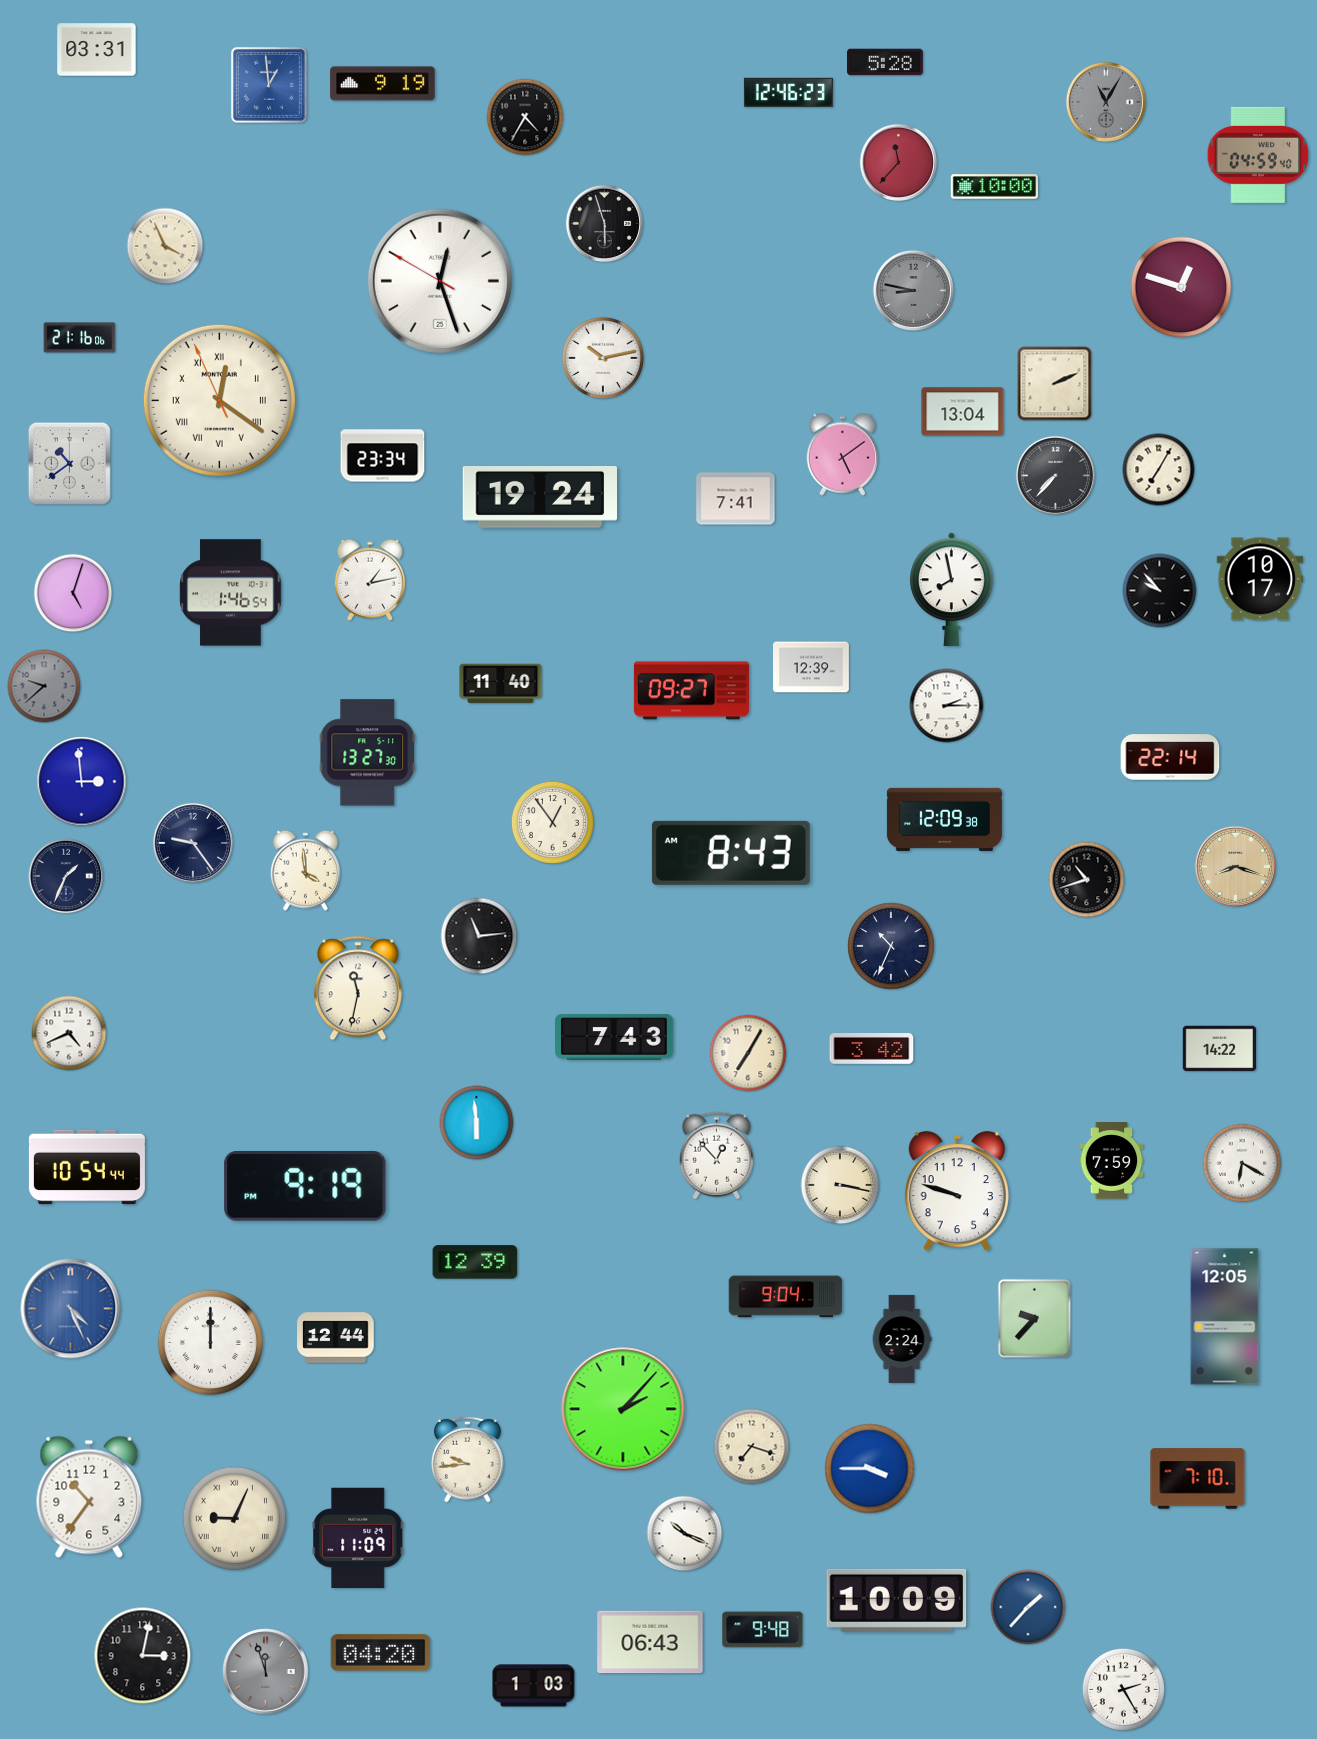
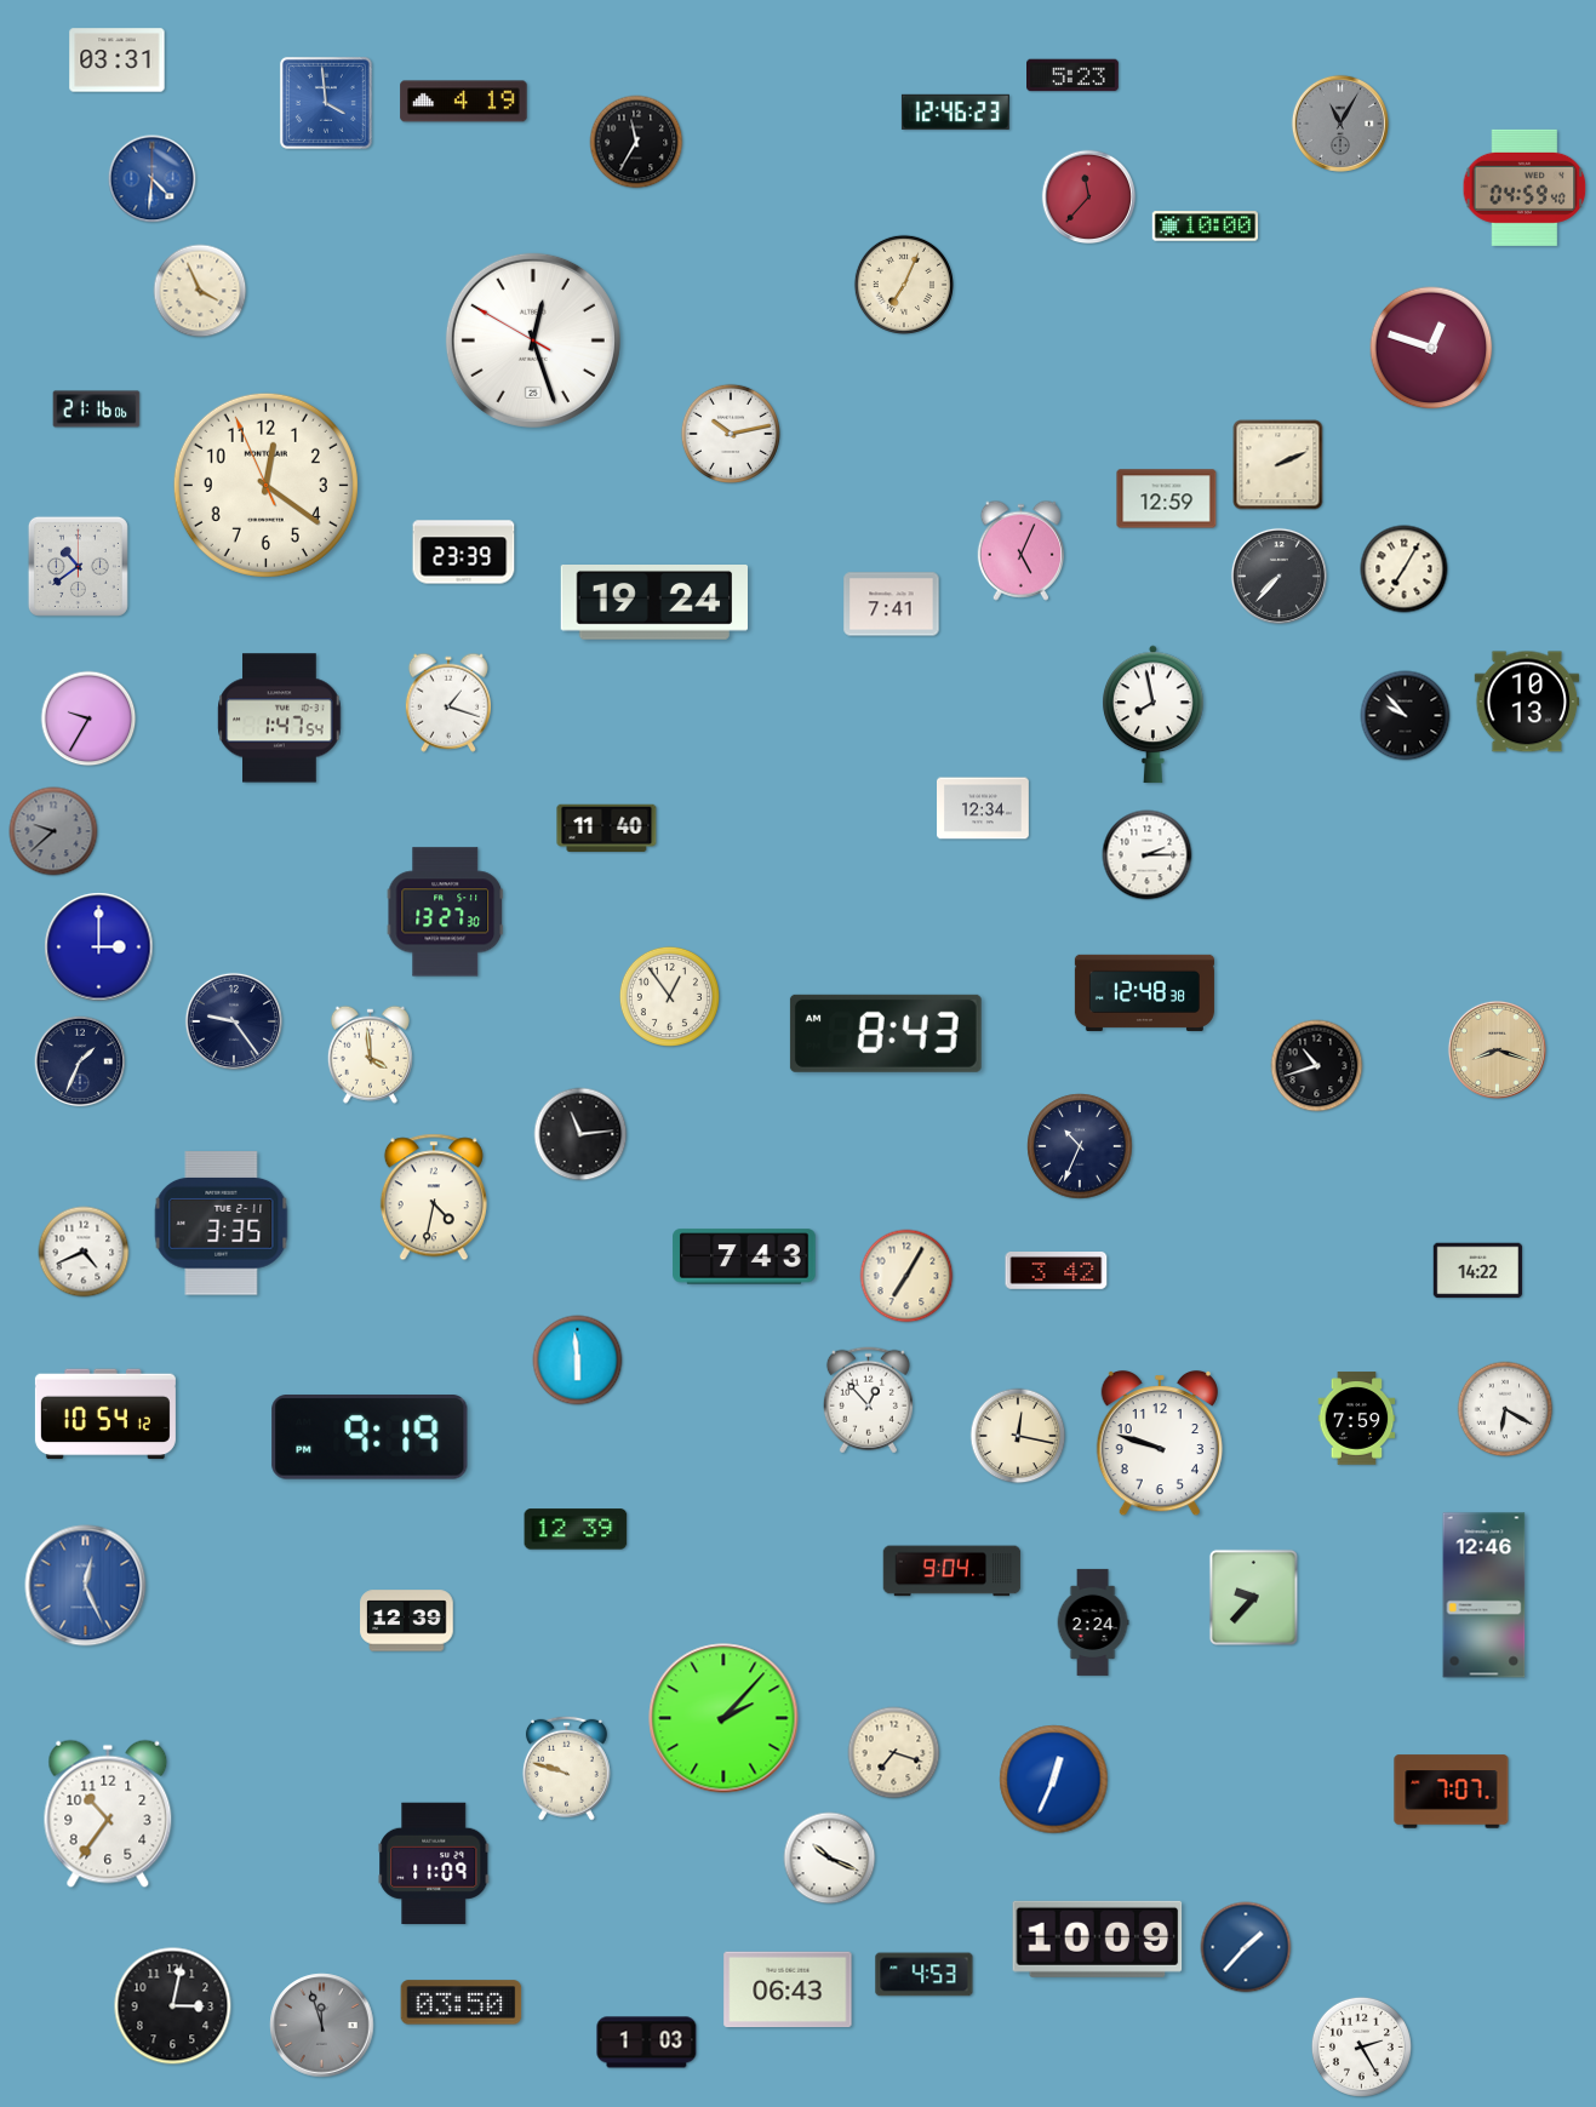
clock at (886, 62): 5:28 -> 5:23
clock at (383, 84): 9:19 -> 4:19
clock at (269, 85): 12:59 -> 3:59
clock at (525, 117): 4:35 -> 11:35
clock at (153, 179): none -> 4:31
clock at (605, 224): 5:57 -> none
clock at (904, 285): none -> 7:04
clock at (165, 246) position: (165, 246) -> (200, 291)
clock at (913, 290): 8:47 -> none
clock at (219, 400) numerals: Roman -> Arabic
clock at (963, 412): 13:04 -> 12:59
clock at (842, 454): 5:09 -> 5:04
clock at (383, 456): 23:34 -> 23:39
clock at (69, 463) position: (69, 463) -> (78, 566)
clock at (1260, 579): 10:17 -> 10:13
clock at (370, 580): 1:13 -> 1:18
clock at (73, 593): 5:03 -> 9:35
clock at (231, 593): 1:46 -> 1:47
clock at (812, 667): 12:39 -> 12:34
clock at (691, 691): 09:27 -> none
clock at (1170, 757): 22:14 -> none
clock at (82, 782): 2:59 -> 3:00
clock at (944, 819): 12:09 -> 12:48
clock at (358, 988): 11:32 -> 4:32
clock at (222, 1224): none -> 3:35
clock at (1112, 1161) position: (1112, 1161) -> (1357, 1419)
clock at (87, 1167): 10:54:44 -> 10:54:12
clock at (840, 1185): 3:17 -> 12:17
clock at (71, 1309): 4:26 -> 12:26
clock at (1225, 1317): 12:05 -> 12:46
clock at (336, 1338): 12:44 -> 12:39
clock at (210, 1342): 12:00 -> none
clock at (623, 1409) position: (623, 1409) -> (723, 1718)
clock at (752, 1447) position: (752, 1447) -> (894, 1753)
clock at (467, 1459): 9:44 -> 9:48
clock at (870, 1469): 3:45 -> 12:34
clock at (1198, 1479): 7:10 -> 7:07
clock at (235, 1519): 9:04 -> none
clock at (897, 1600) position: (897, 1600) -> (1098, 1939)
clock at (763, 1630): 9:48 -> 4:53
clock at (381, 1653): 04:20 -> 03:50
